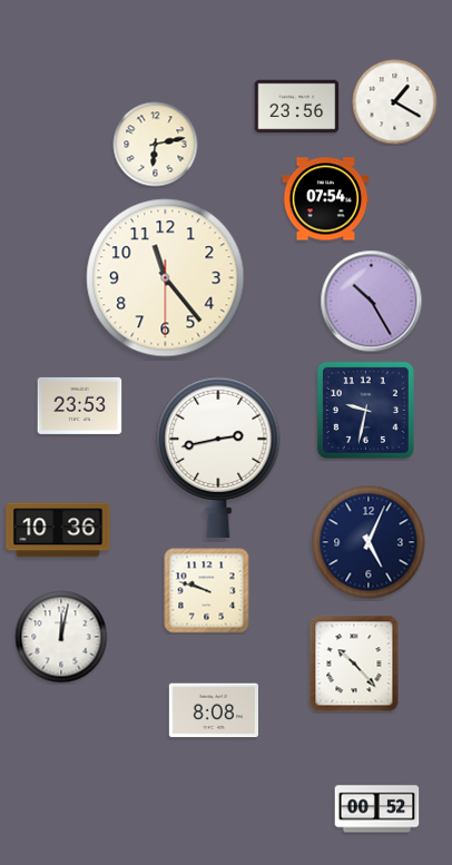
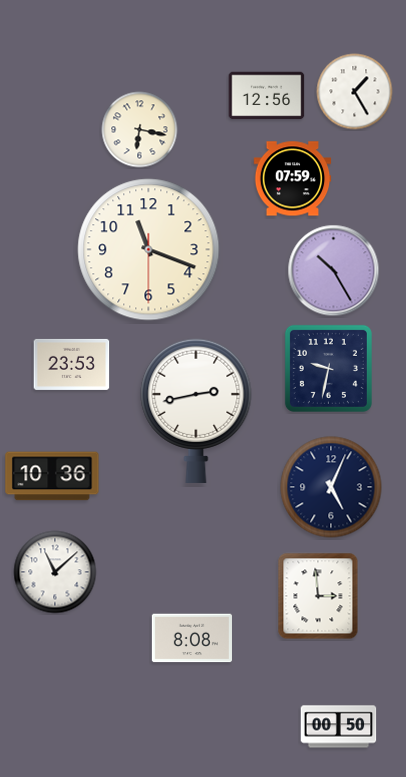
clock at (395, 102): 1:20 -> 1:25
clock at (297, 107): 23:56 -> 12:56
clock at (156, 145): 6:13 -> 6:17
clock at (326, 199): 07:54 -> 07:59
clock at (166, 278): 11:23 -> 11:18
clock at (207, 591): 9:48 -> none
clock at (61, 637): 12:02 -> 11:08
clock at (354, 664): 10:23 -> 2:59
clock at (377, 809): 00:52 -> 00:50
